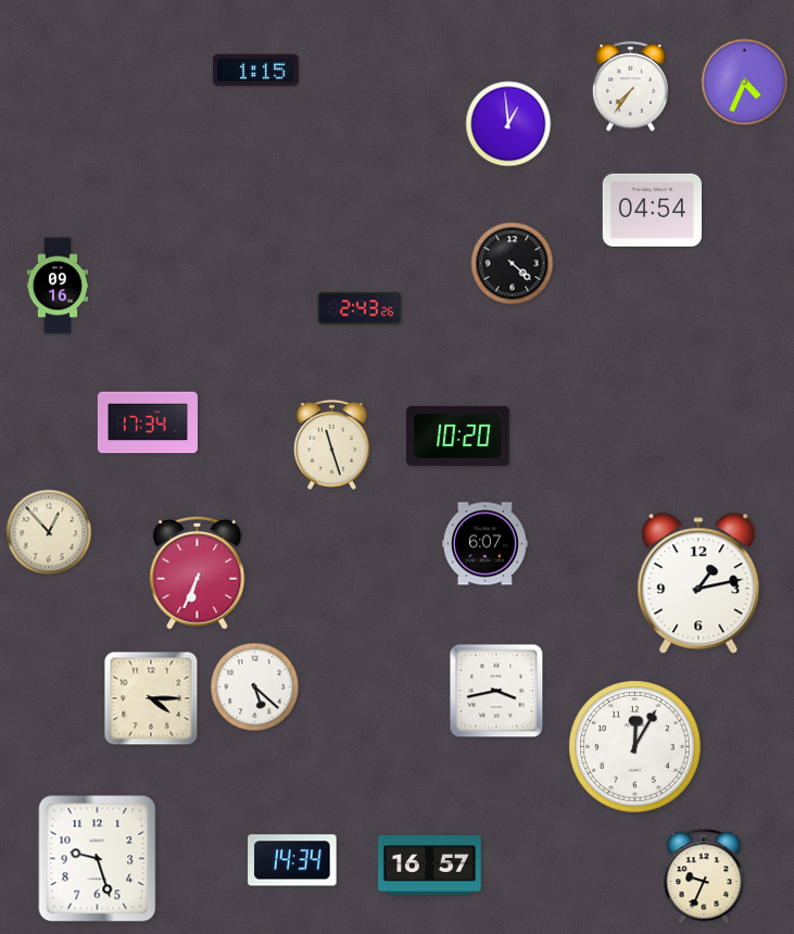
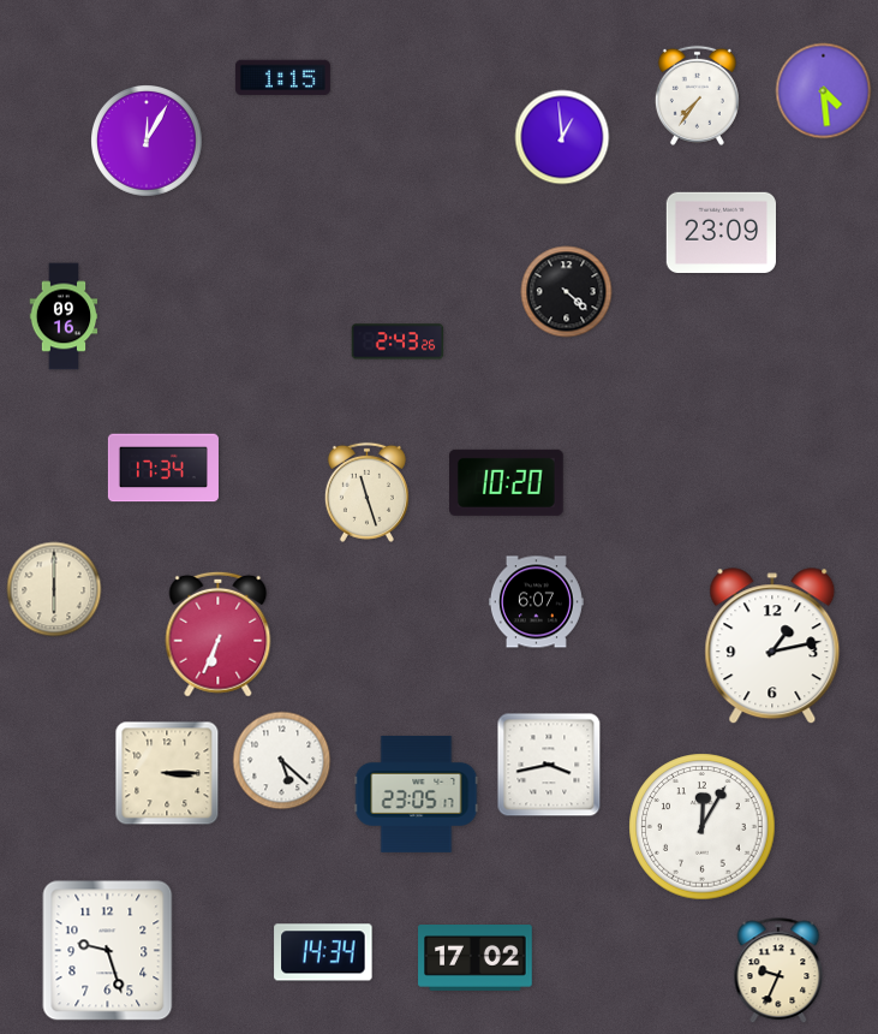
clock at (745, 83): 4:34 -> 4:29
clock at (148, 142): none -> 12:05
clock at (652, 210): 04:54 -> 23:09
clock at (49, 532): 12:53 -> 6:00
clock at (151, 698): 4:15 -> 3:15
clock at (417, 794): none -> 23:05
clock at (430, 866): 16:57 -> 17:02
